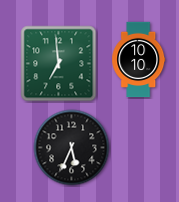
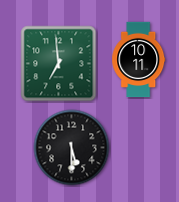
clock at (139, 60): 10:10 -> 10:11
clock at (72, 148): 5:34 -> 5:30
